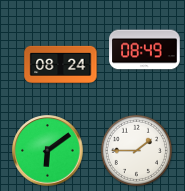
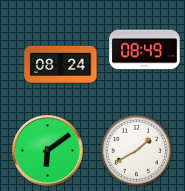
clock at (136, 150): 1:45 -> 1:40
